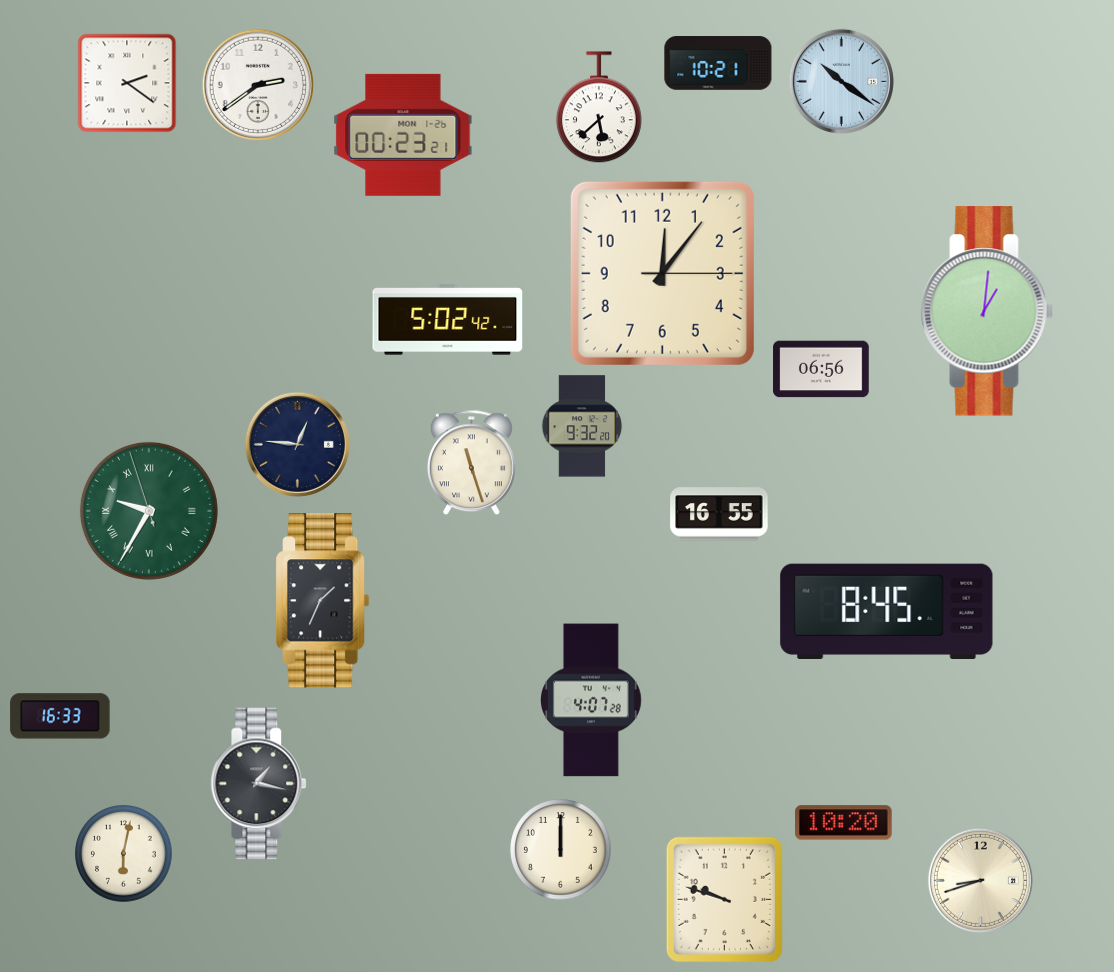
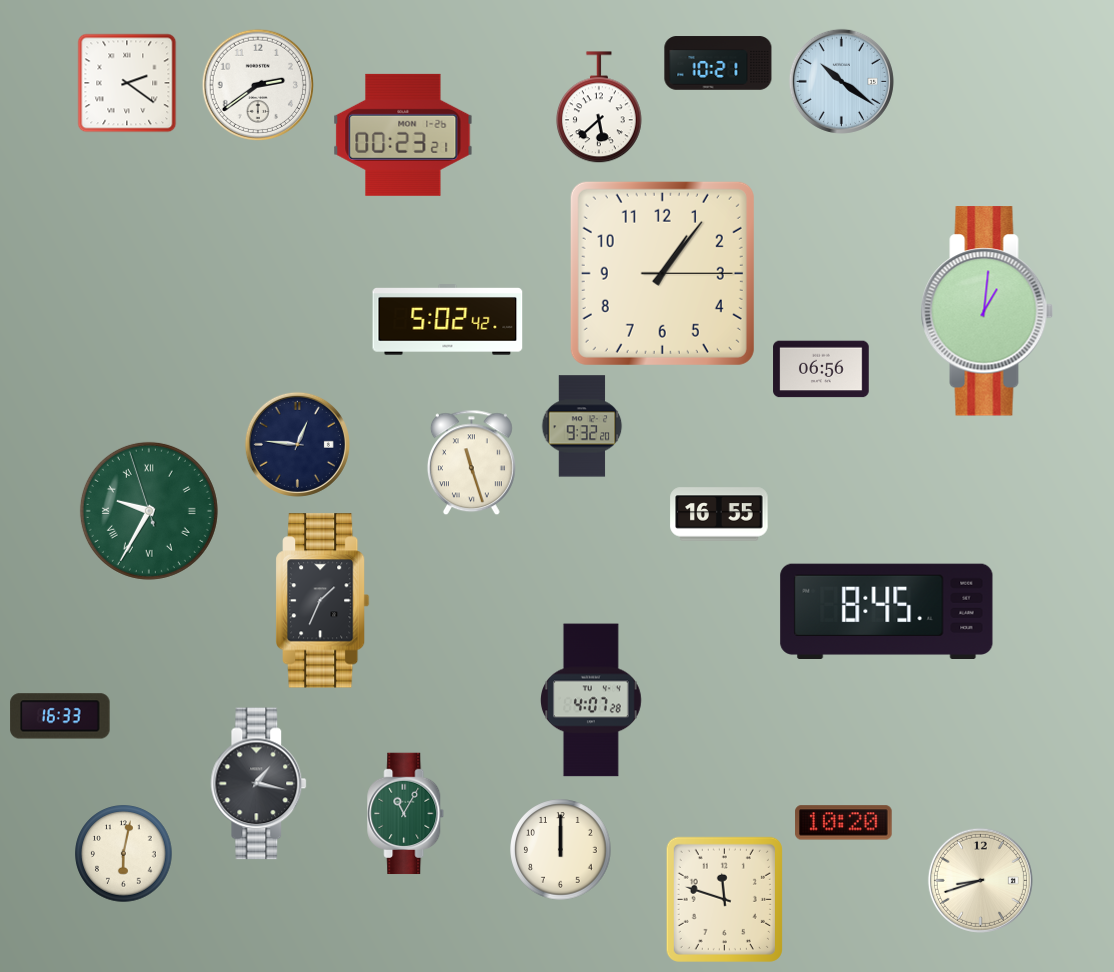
clock at (662, 273): 12:06 -> 1:06
clock at (406, 814): none -> 11:05
clock at (724, 899): 9:48 -> 11:48
